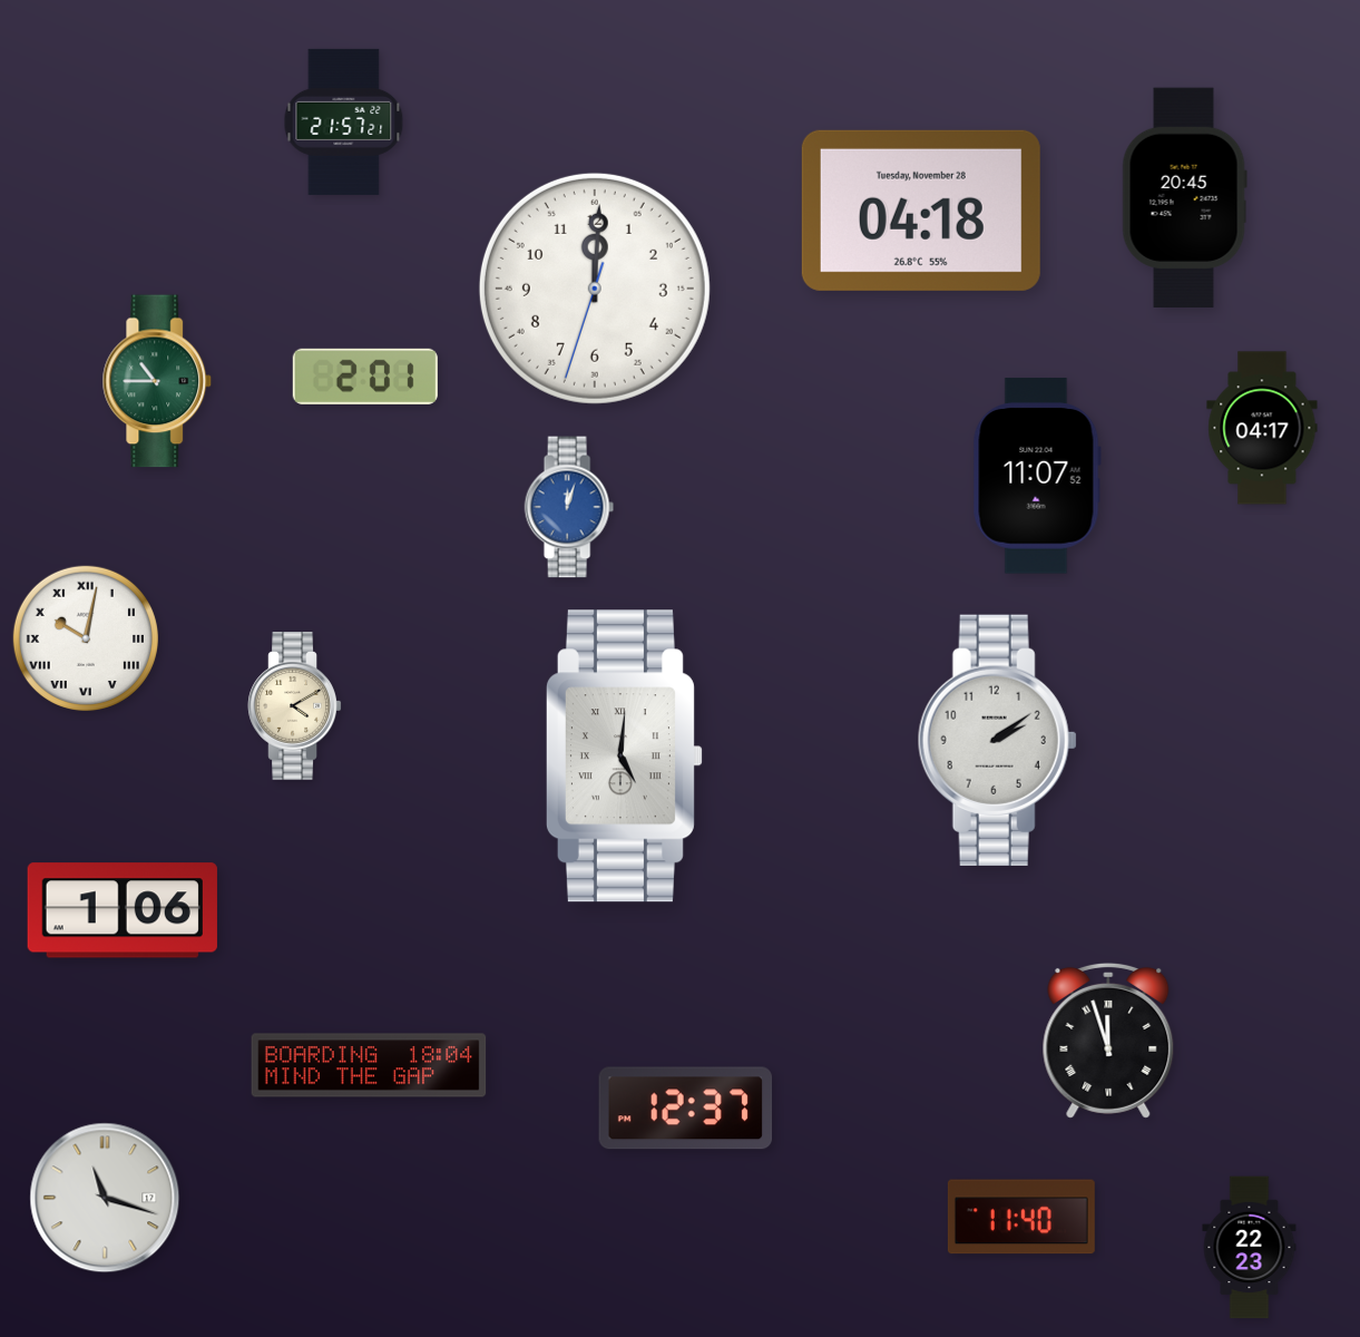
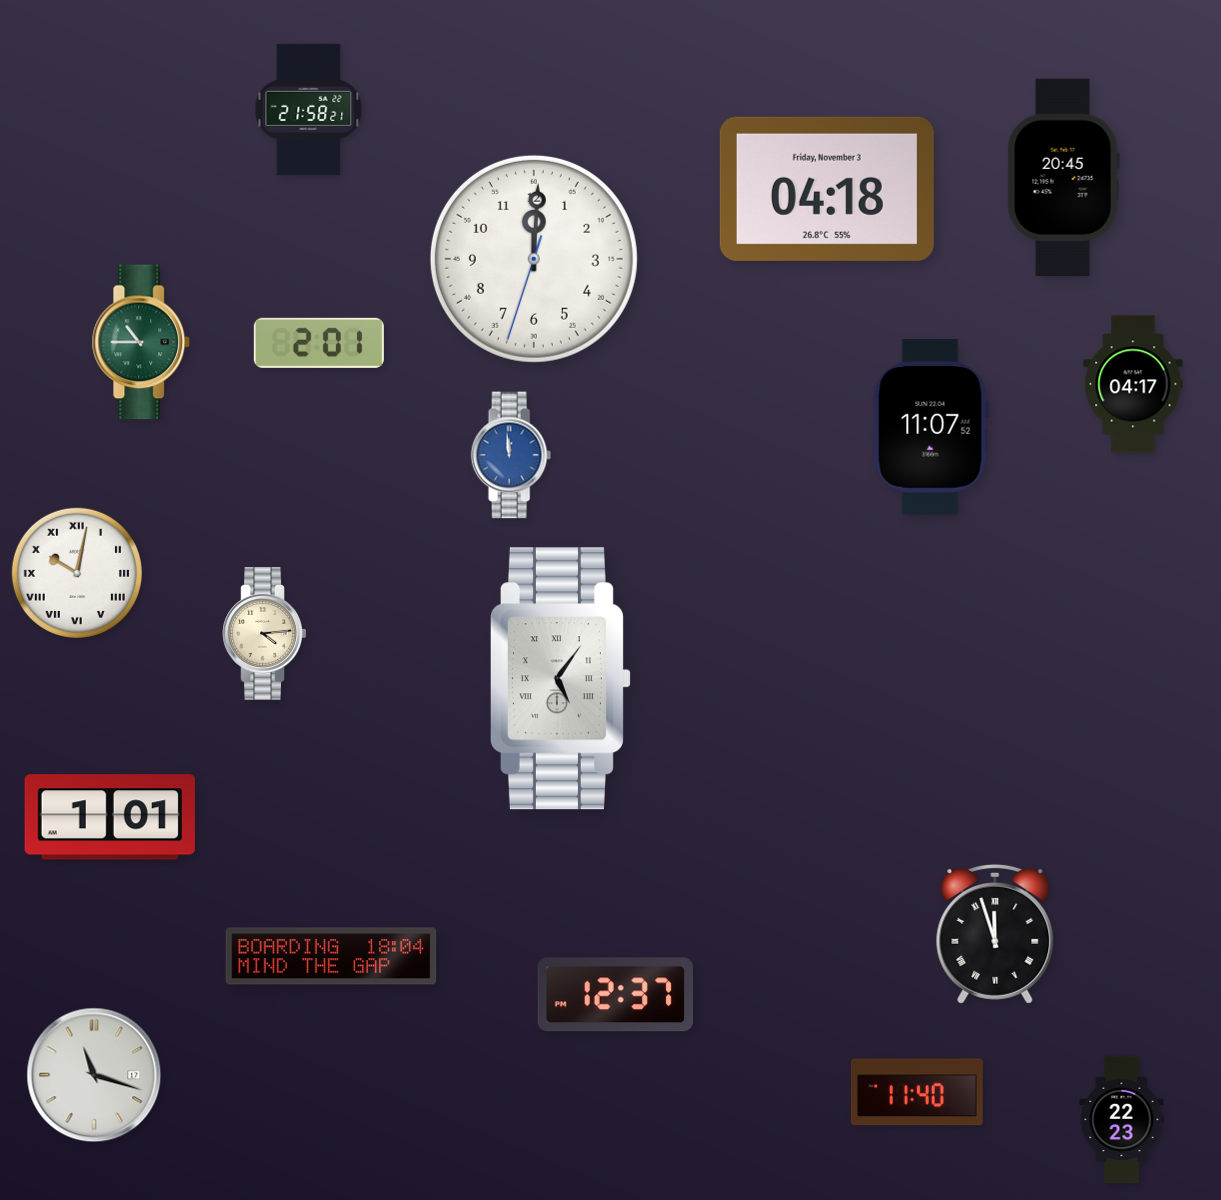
clock at (344, 121): 21:57 -> 21:58
clock at (921, 211) date: Tuesday, November 28 -> Friday, November 3
clock at (365, 377) position: (365, 377) -> (319, 343)
clock at (569, 507): 12:03 -> 11:59
clock at (295, 706): 4:10 -> 4:14
clock at (997, 740): 2:09 -> none
clock at (624, 757): 5:01 -> 5:06
clock at (123, 910): 1:06 -> 1:01
